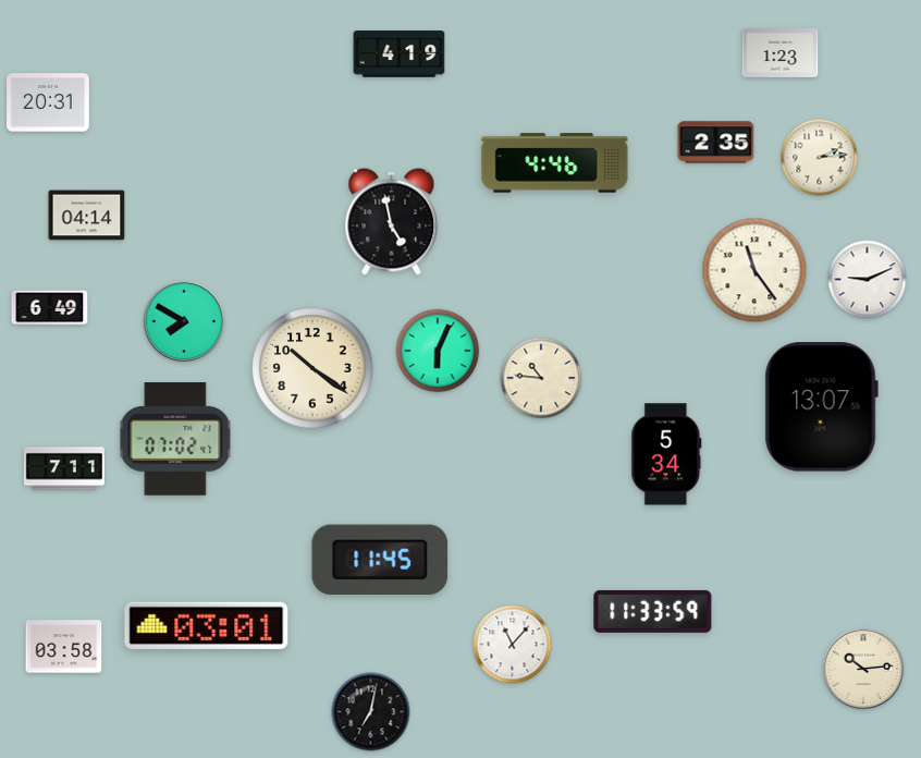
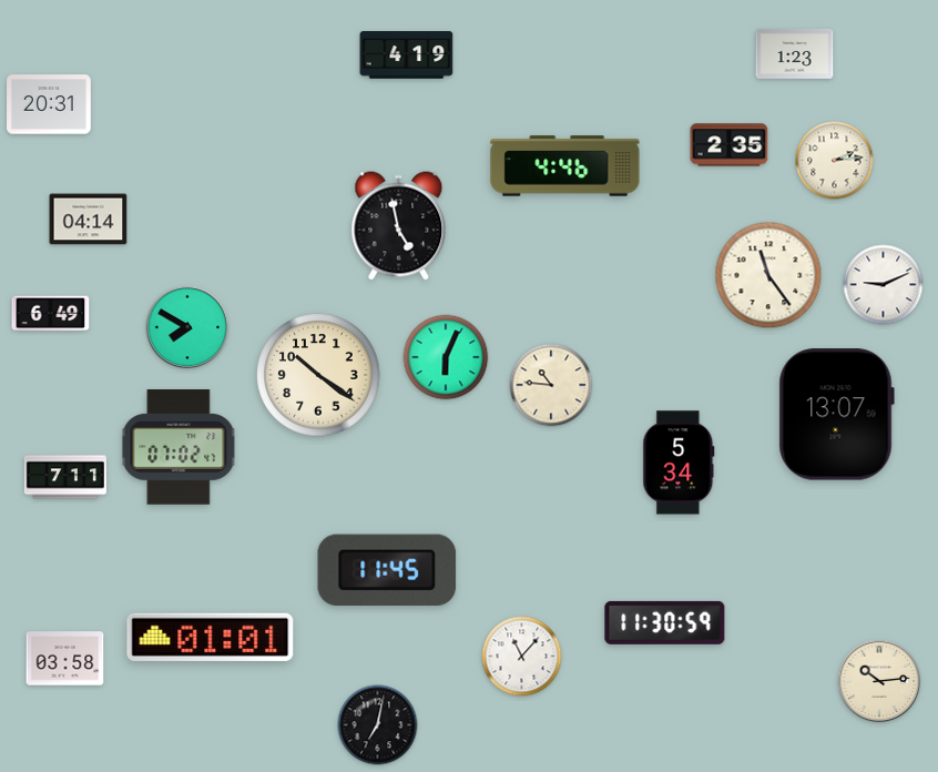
clock at (653, 611): 11:33 -> 11:30
clock at (207, 625): 03:01 -> 01:01
